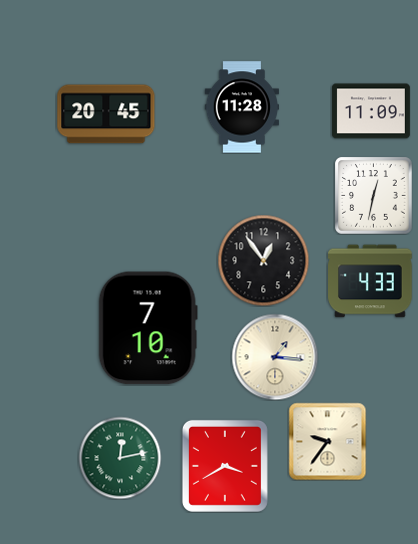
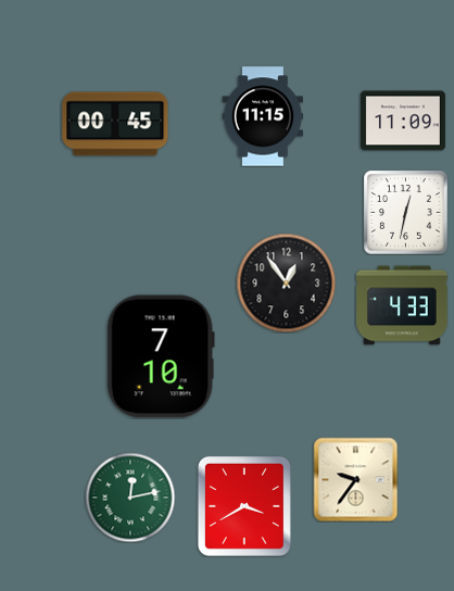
clock at (242, 107): 11:28 -> 11:15
clock at (106, 114): 20:45 -> 00:45
clock at (275, 357): 1:16 -> none
